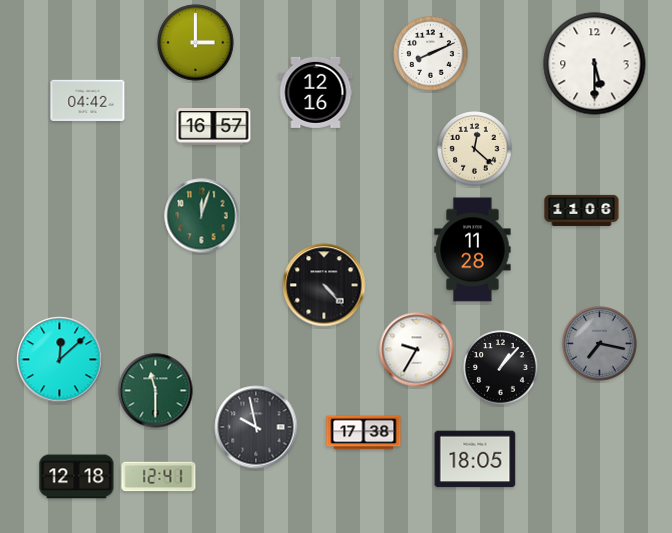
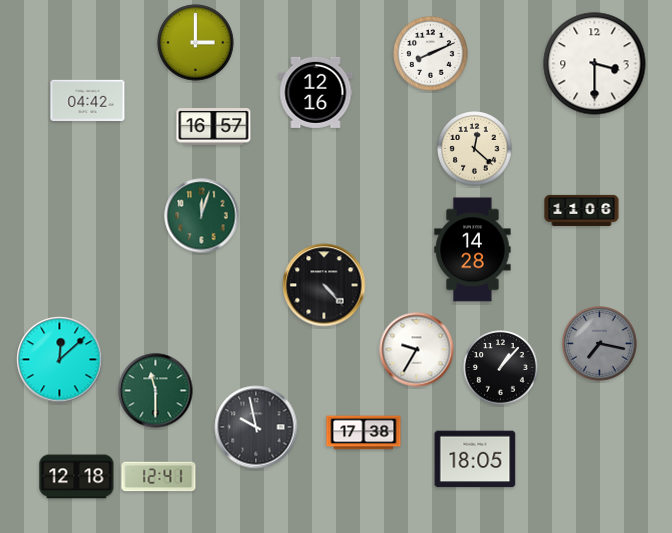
clock at (595, 64): 5:30 -> 3:30
clock at (473, 250): 11:28 -> 14:28
